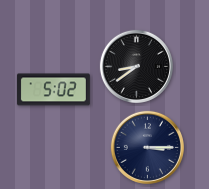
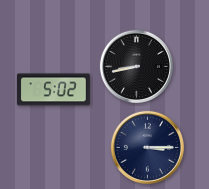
clock at (136, 66): 8:39 -> 8:43
